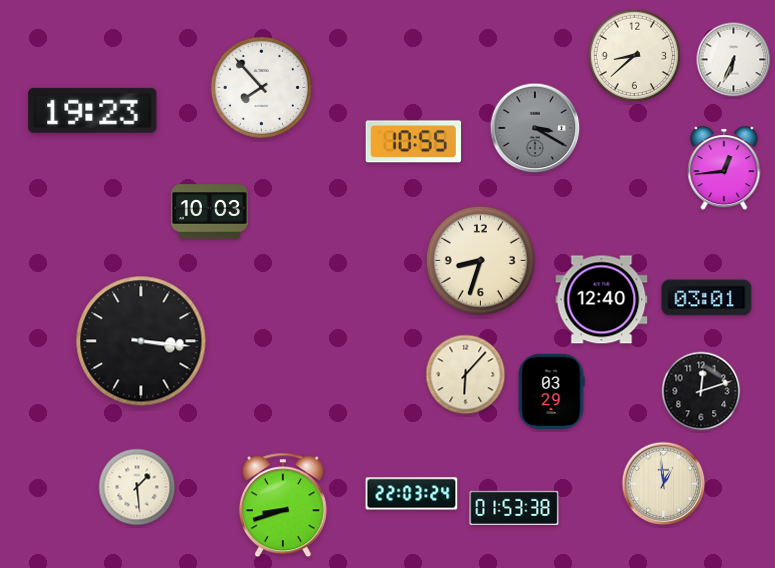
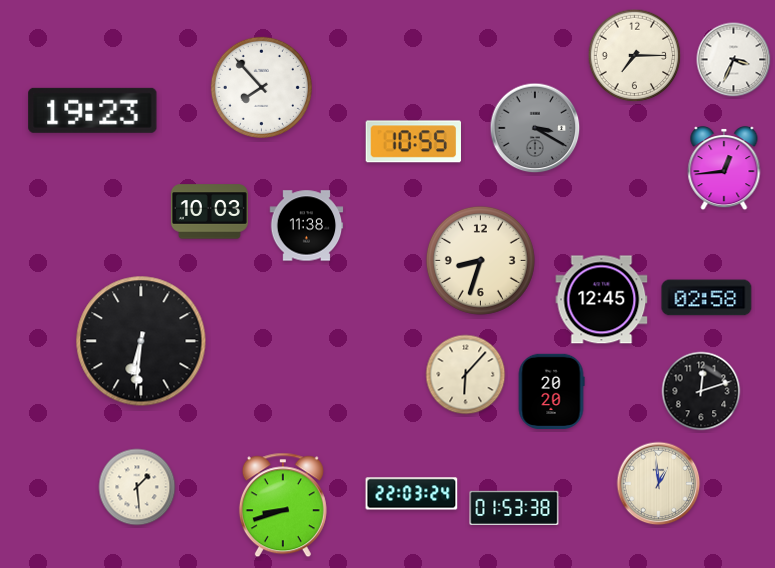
clock at (635, 56): 8:38 -> 7:15
clock at (734, 60): 6:34 -> 3:34
clock at (307, 226): none -> 11:38
clock at (707, 298): 03:01 -> 02:58
clock at (602, 300): 12:40 -> 12:45
clock at (141, 341): 3:16 -> 6:31
clock at (551, 391): 03:29 -> 20:20
clock at (664, 484) position: (664, 484) -> (659, 484)
